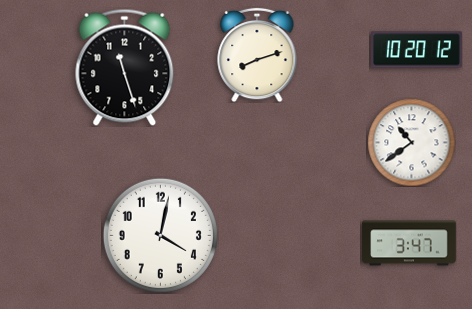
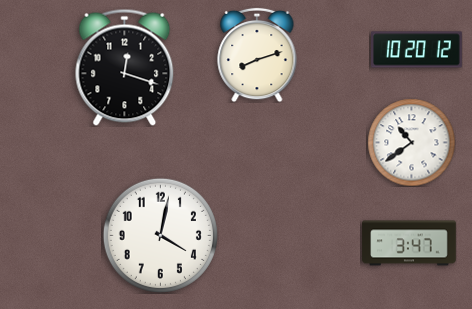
clock at (125, 67): 11:27 -> 12:18
